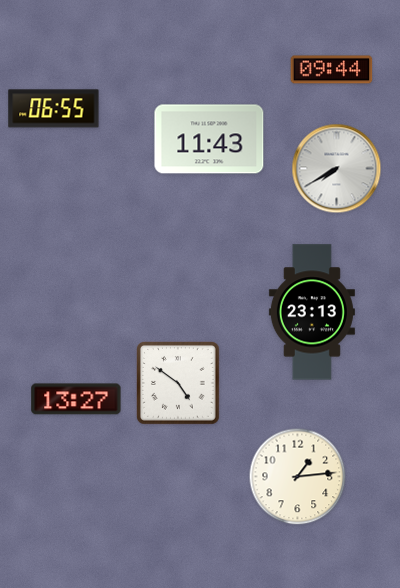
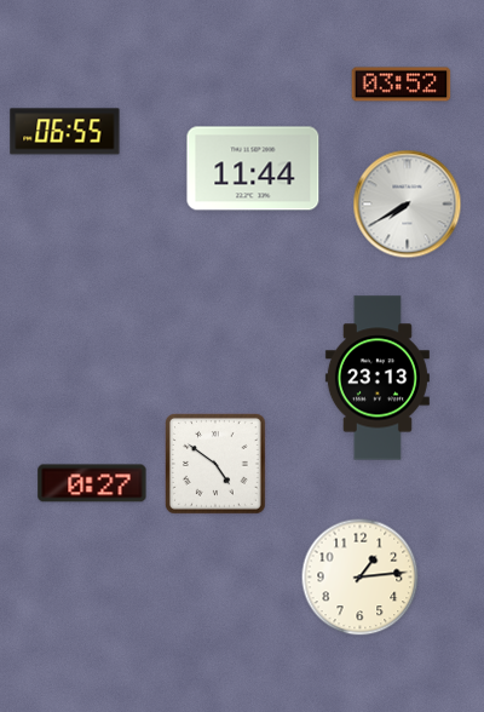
clock at (332, 70): 09:44 -> 03:52
clock at (209, 139): 11:43 -> 11:44
clock at (76, 399): 13:27 -> 0:27
